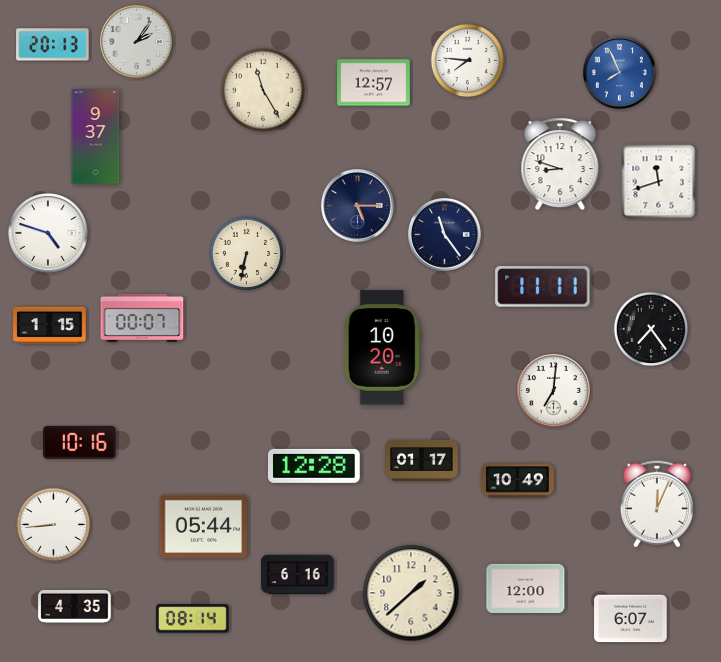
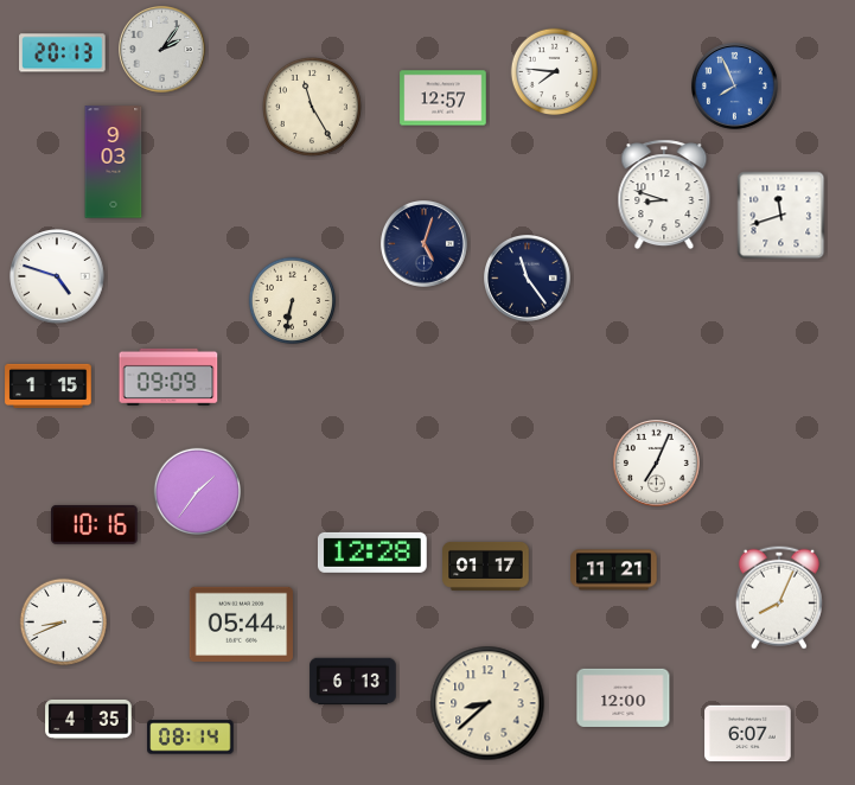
clock at (96, 137): 9:37 -> 9:03
clock at (358, 206): 5:15 -> 5:03
clock at (543, 287): 11:11 -> none
clock at (142, 318): 00:07 -> 09:09
clock at (50, 325) position: (50, 325) -> (49, 385)
clock at (651, 329): 7:24 -> none
clock at (382, 348): 10:20 -> none
clock at (554, 391): 7:01 -> 7:04
clock at (198, 492): none -> 1:36
clock at (422, 460) position: (422, 460) -> (486, 566)
clock at (518, 481): 10:49 -> 11:21
clock at (657, 504): 12:04 -> 8:04
clock at (54, 525): 8:44 -> 8:41
clock at (298, 575): 6:16 -> 6:13
clock at (411, 593): 1:38 -> 8:38
clock at (193, 619) position: (193, 619) -> (191, 738)
